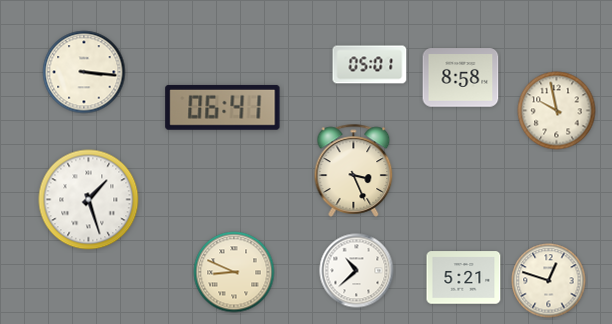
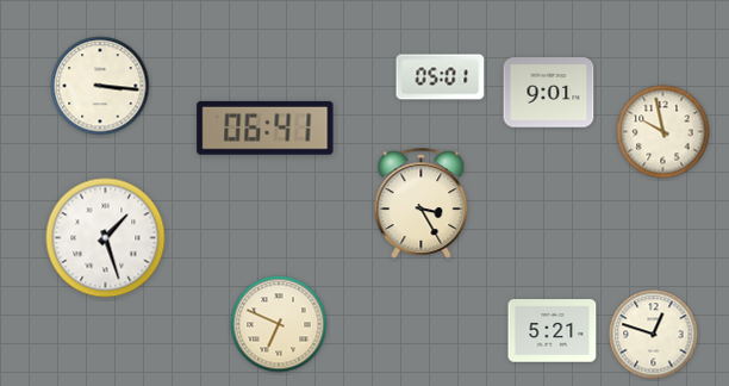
clock at (461, 78): 8:58 -> 9:01
clock at (354, 170): 3:26 -> 3:25
clock at (357, 271): 10:38 -> none
clock at (234, 272): 8:49 -> 6:49
